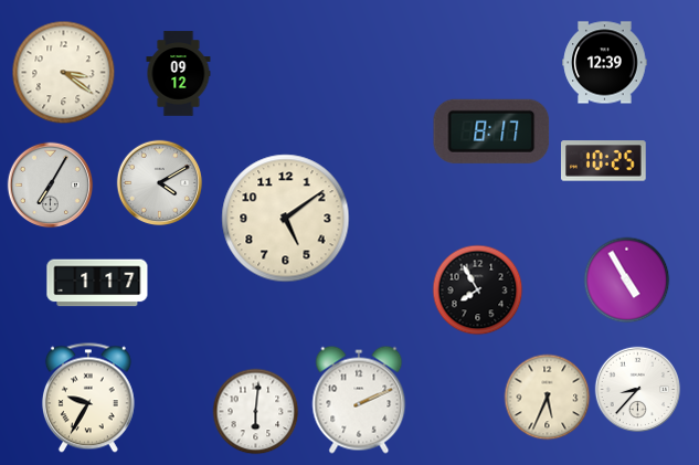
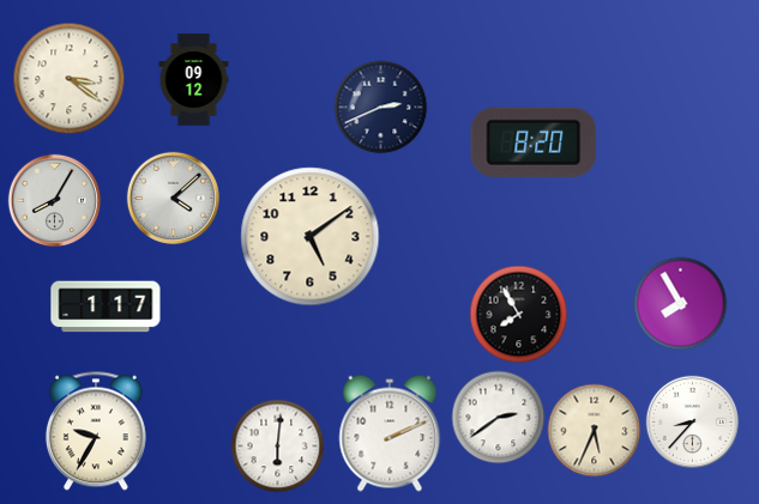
clock at (605, 63): 12:39 -> none
clock at (380, 107): none -> 2:41
clock at (491, 131): 8:17 -> 8:20
clock at (604, 161): 10:25 -> none
clock at (159, 182): 4:10 -> 4:08
clock at (50, 184): 7:05 -> 8:05
clock at (626, 279): 4:55 -> 7:55
clock at (498, 417): none -> 2:39
